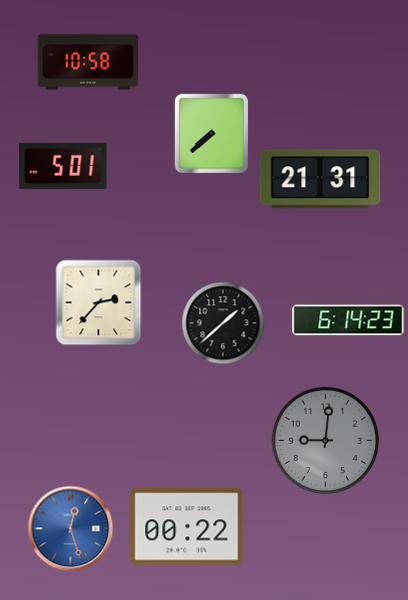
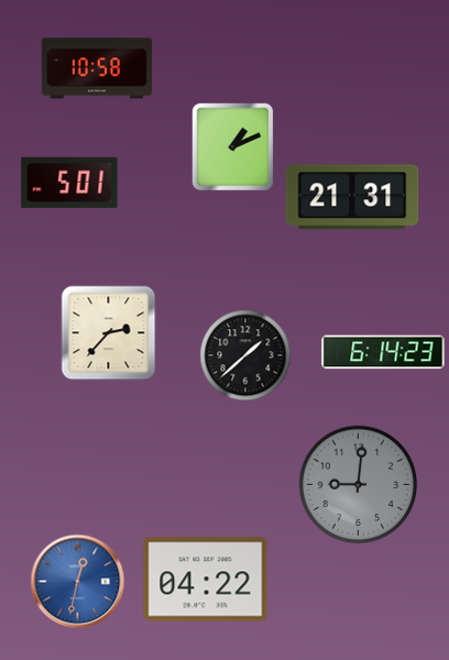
clock at (212, 134): 7:38 -> 1:11
clock at (187, 527): 00:22 -> 04:22
clock at (71, 529): 12:27 -> 12:32
